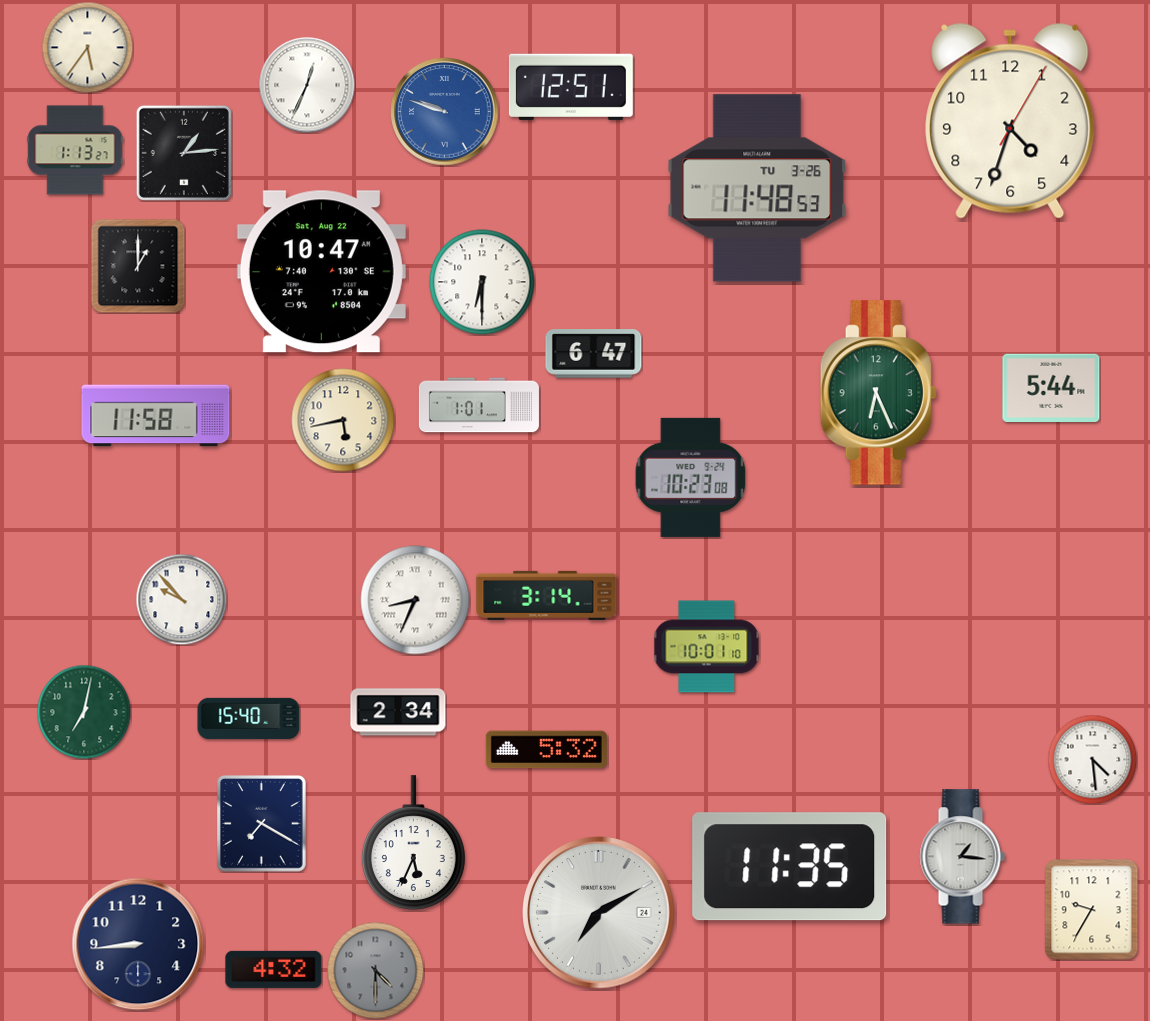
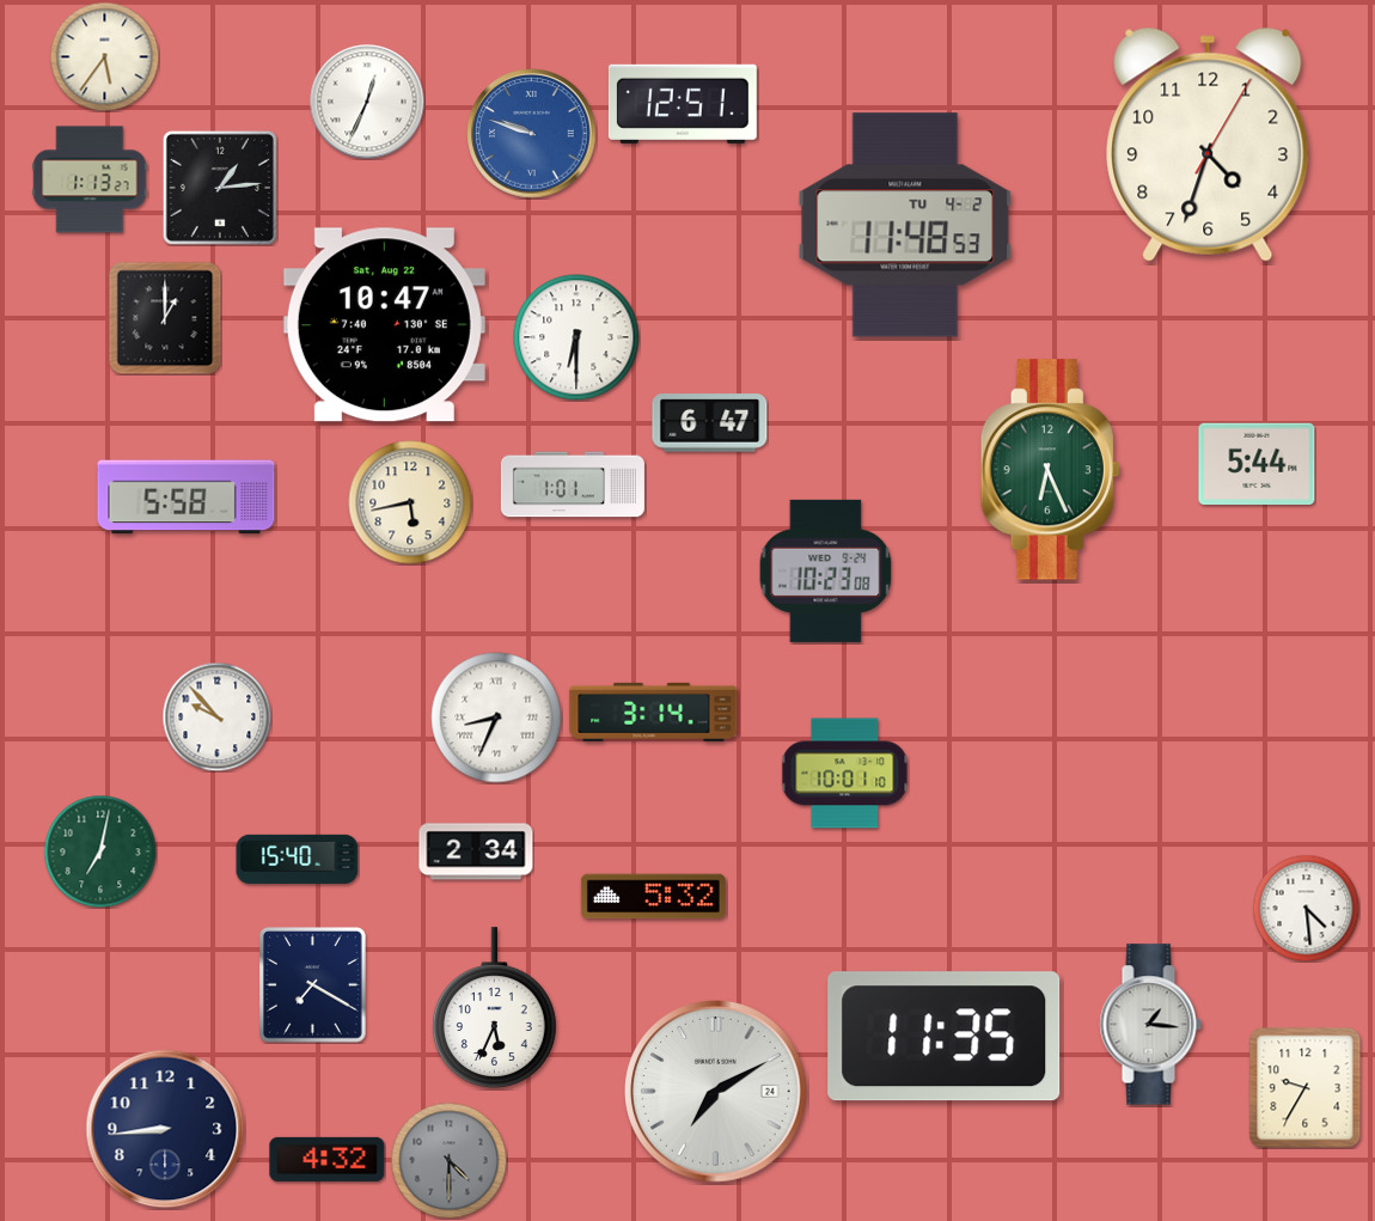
clock at (184, 153) position: (184, 153) -> (220, 188)
clock at (757, 188) date: TU 3-26 -> TU 4-2
clock at (156, 416): 11:58 -> 5:58
